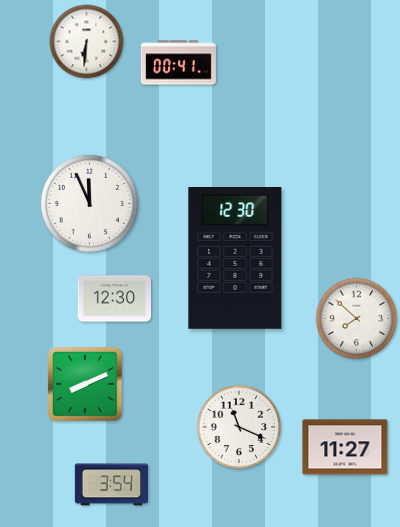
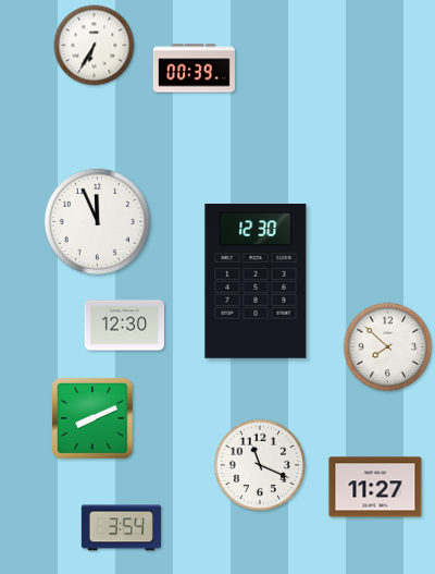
clock at (87, 42): 6:31 -> 6:35
clock at (178, 63): 00:41 -> 00:39
